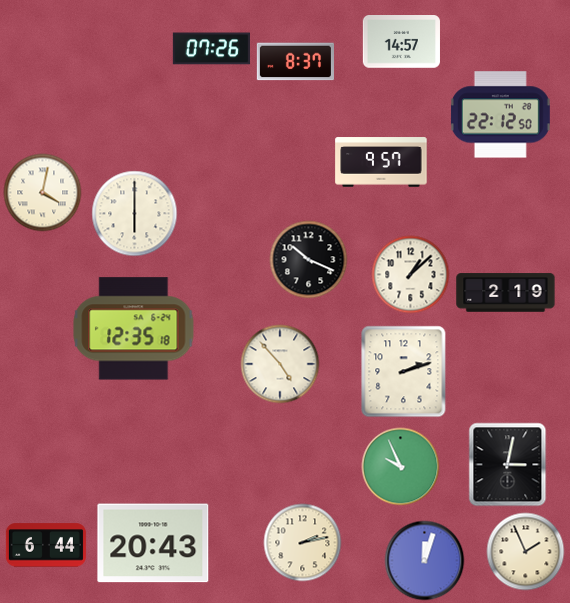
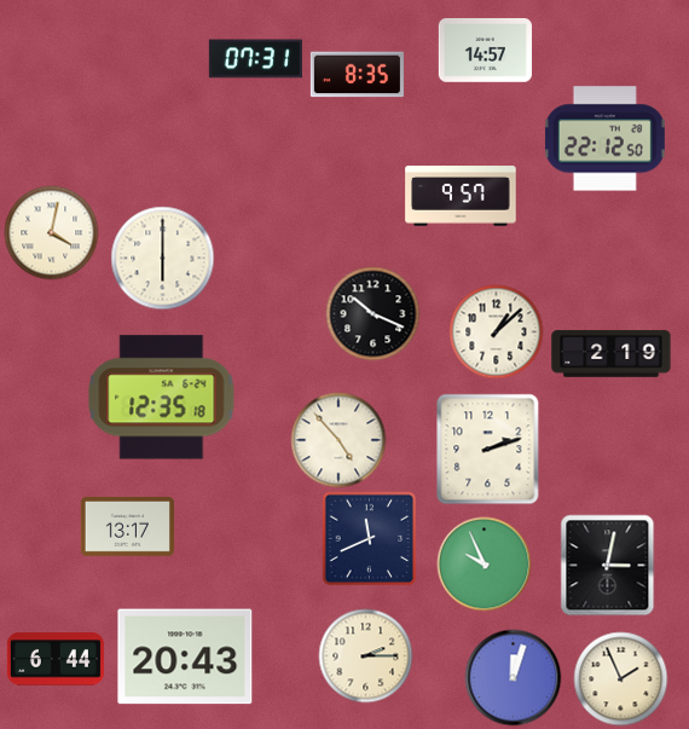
clock at (211, 49): 07:26 -> 07:31
clock at (295, 62): 8:37 -> 8:35
clock at (127, 527): none -> 13:17
clock at (369, 538): none -> 11:41
clock at (508, 464) position: (508, 464) -> (608, 565)
clock at (302, 542): 2:13 -> 2:15
clock at (525, 551) position: (525, 551) -> (620, 678)
